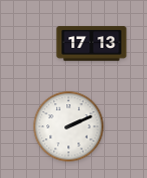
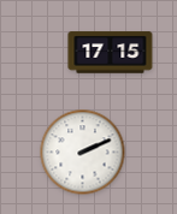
clock at (92, 44): 17:13 -> 17:15
